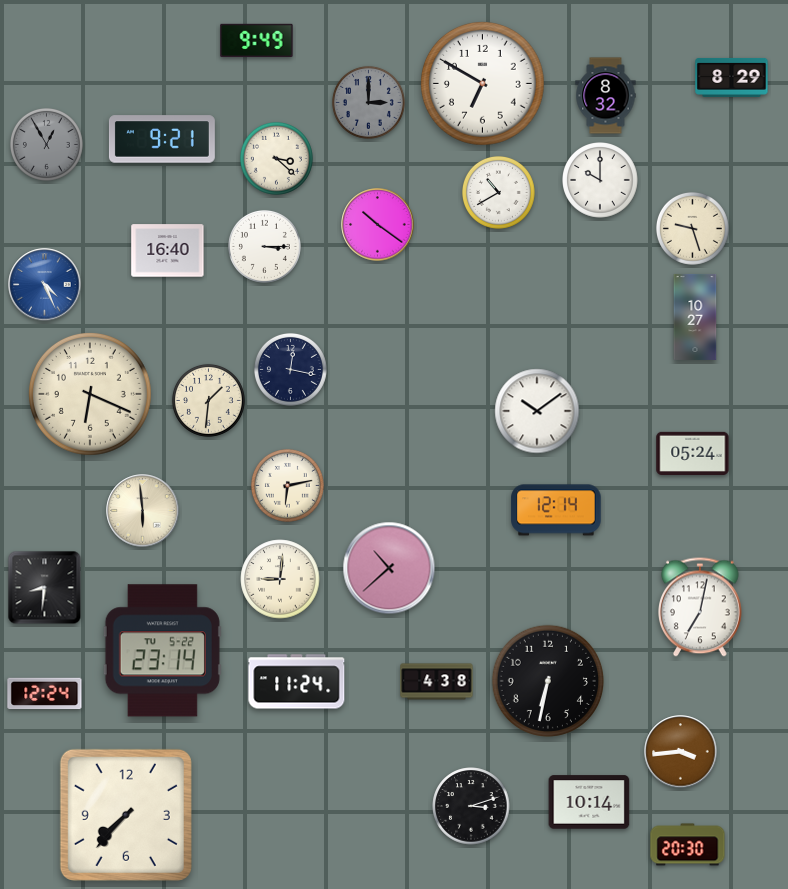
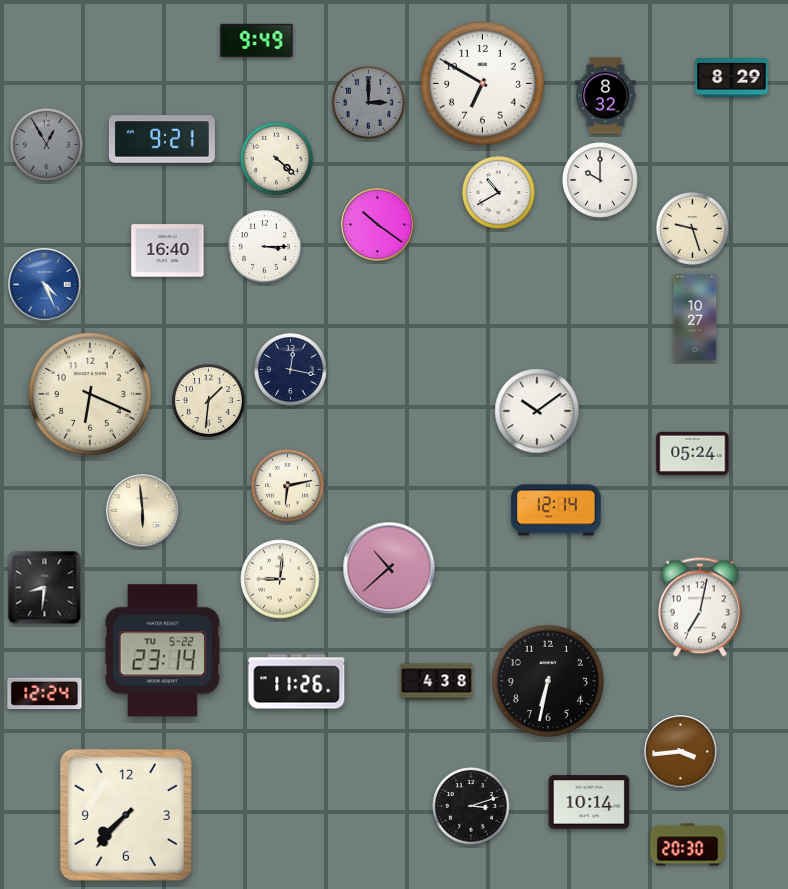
clock at (276, 158): 3:22 -> 4:22
clock at (297, 682): 11:24 -> 11:26
